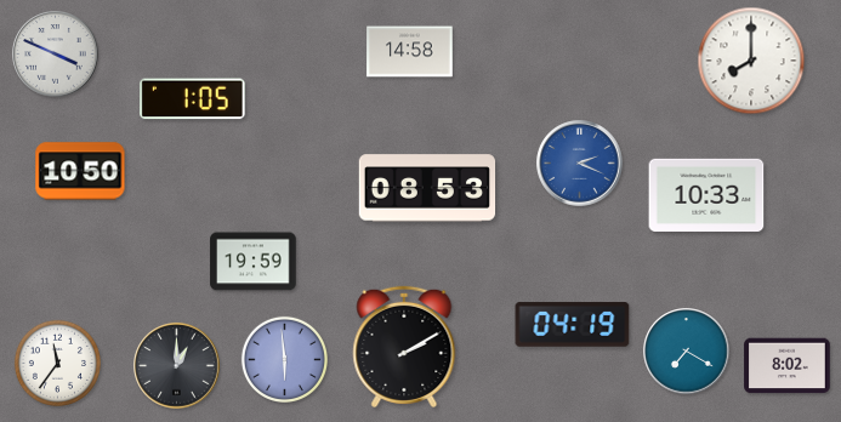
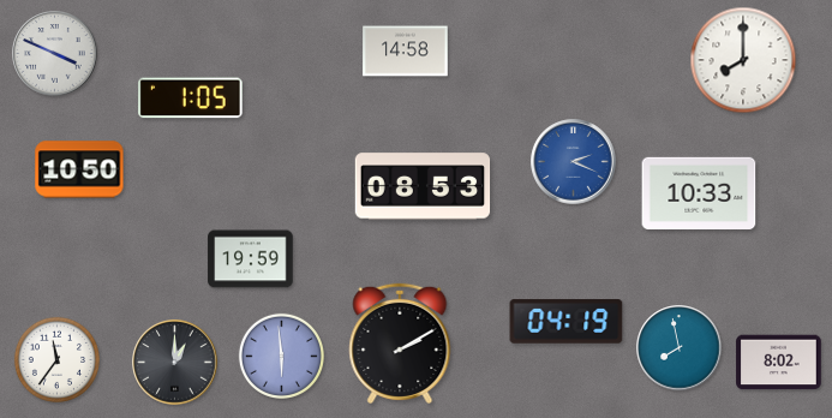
clock at (687, 352): 7:20 -> 7:58
